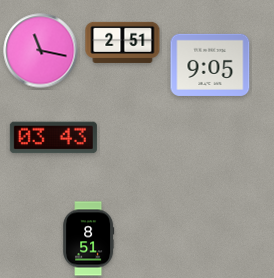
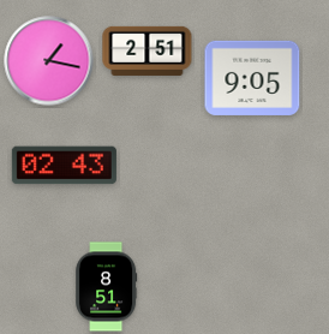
clock at (41, 51): 11:17 -> 1:17
clock at (53, 138): 03:43 -> 02:43
